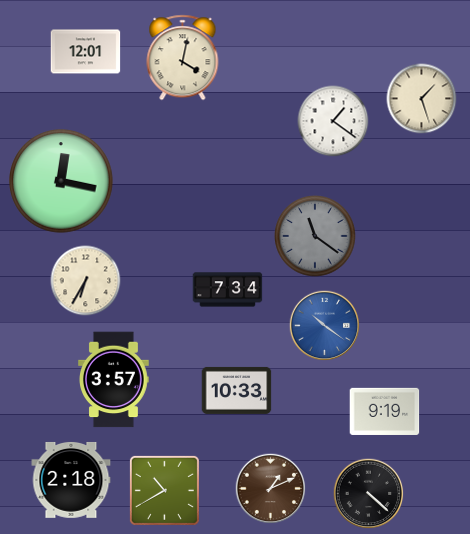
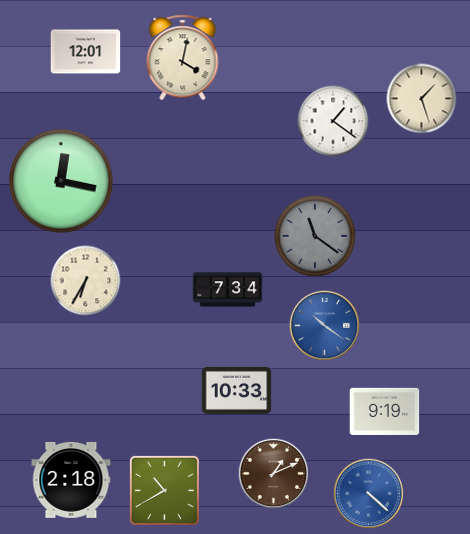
clock at (114, 380): 3:57 -> none
clock at (271, 489) position: (271, 489) -> (274, 474)
clock at (369, 494) dial: black -> blue
